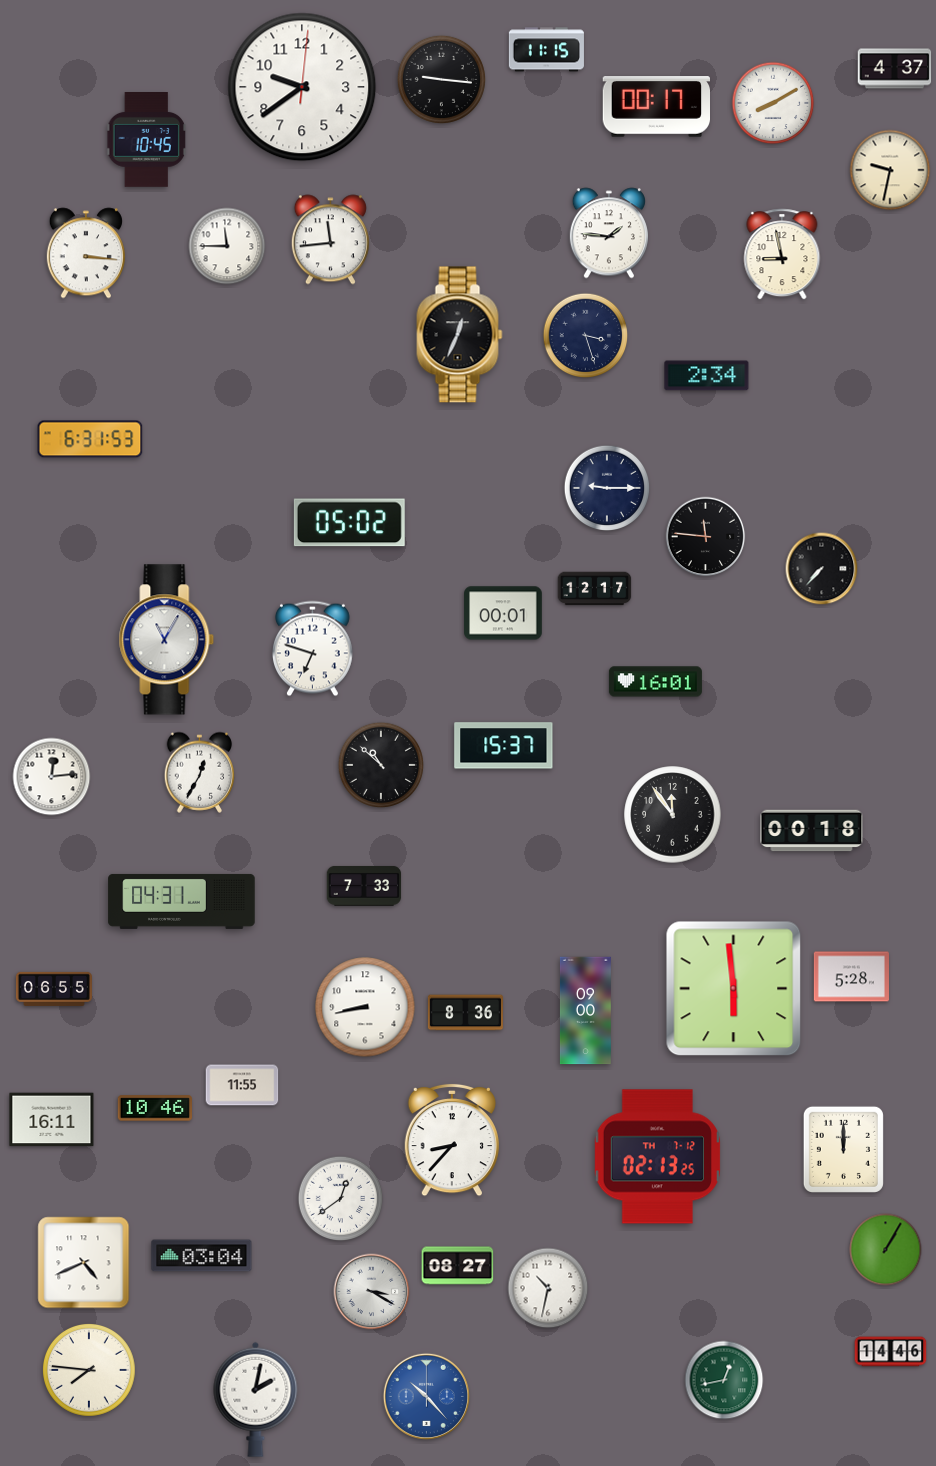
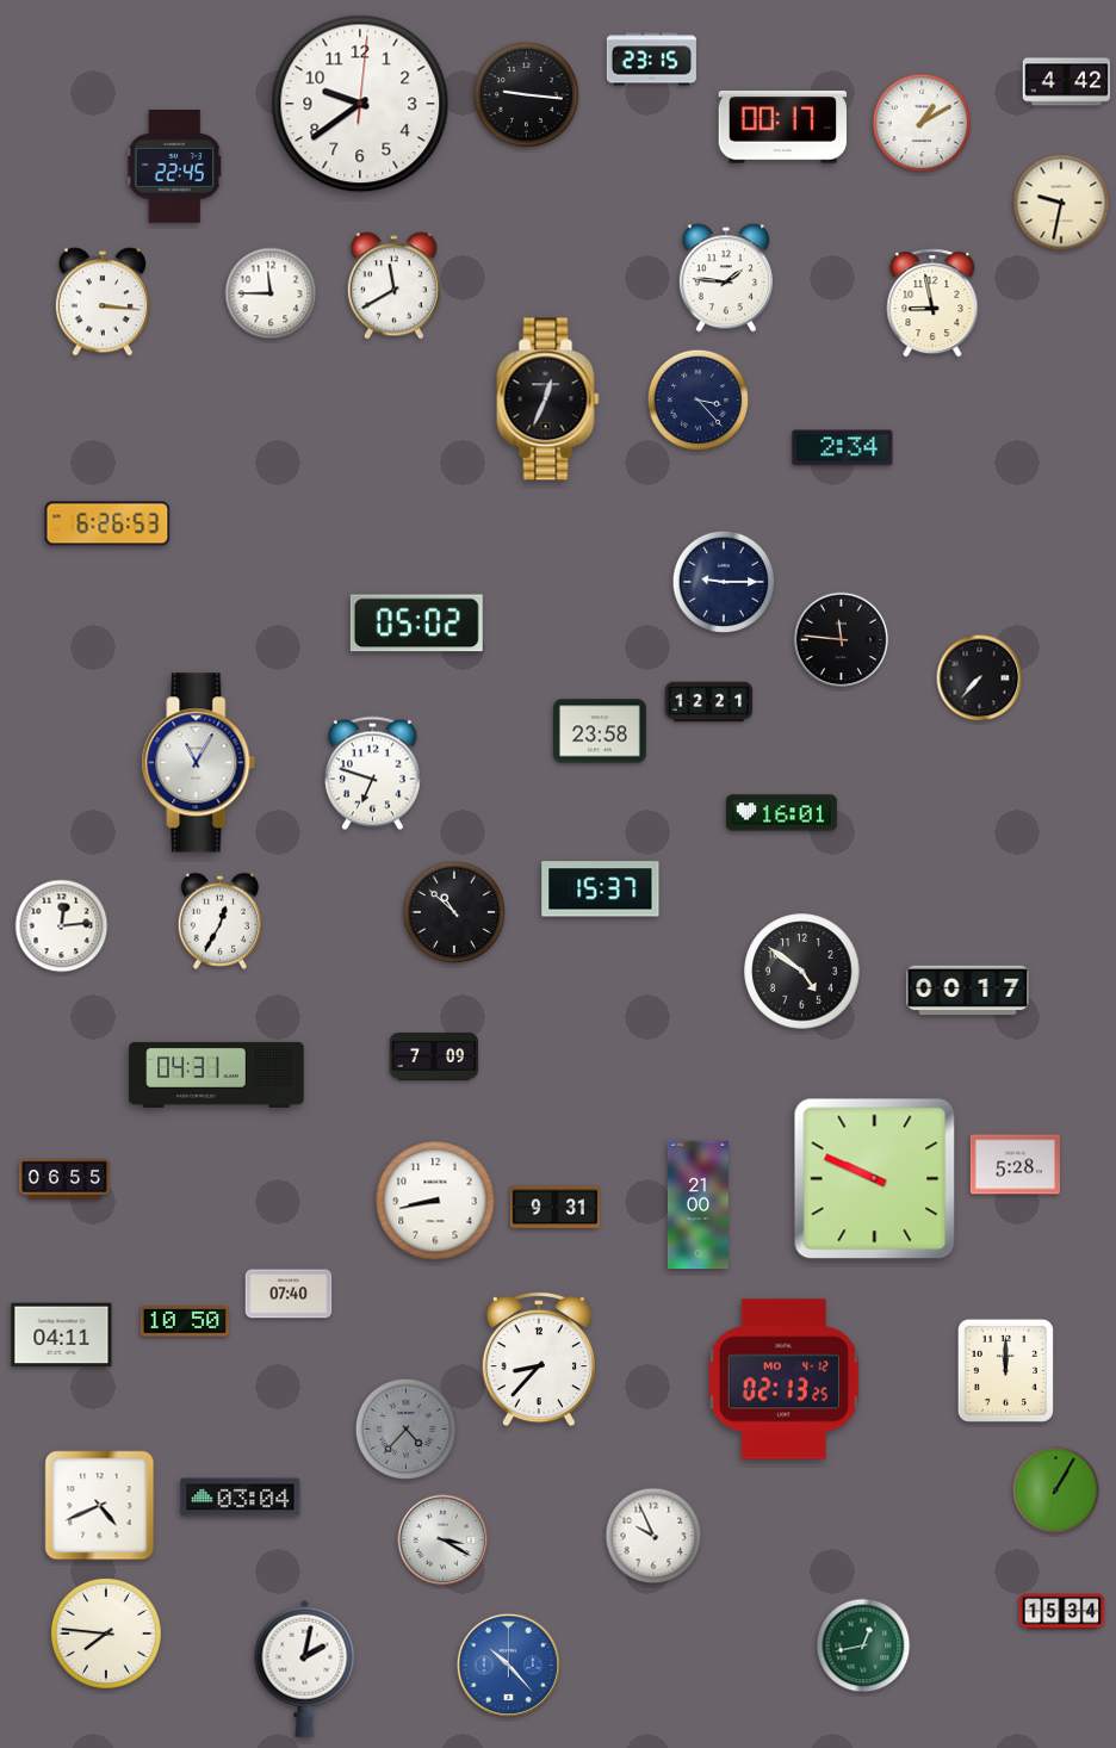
clock at (546, 50): 11:15 -> 23:15
clock at (895, 69): 4:37 -> 4:42
clock at (773, 103): 8:10 -> 1:10
clock at (147, 140): 10:45 -> 22:45
clock at (330, 240): 11:44 -> 11:40
clock at (586, 336): 3:27 -> 3:23
clock at (90, 439): 6:31 -> 6:26
clock at (595, 589): 12:17 -> 12:21
clock at (503, 613): 00:01 -> 23:58
clock at (200, 772) position: (200, 772) -> (221, 921)
clock at (673, 815): 11:54 -> 4:51
clock at (812, 831): 00:18 -> 00:17
clock at (364, 886): 7:33 -> 7:09
clock at (734, 989): 5:59 -> 9:49
clock at (585, 1011): 09:00 -> 21:00
clock at (465, 1013): 8:36 -> 9:31
clock at (242, 1085): 11:55 -> 07:40
clock at (155, 1108): 10:46 -> 10:50
clock at (52, 1120): 16:11 -> 04:11
clock at (657, 1157) date: TH 7-12 -> MO 4-12
clock at (341, 1199): 12:39 -> 4:37
clock at (341, 1199) dial: white -> grey
clock at (458, 1266): 08:27 -> none
clock at (548, 1288): 10:32 -> 9:56
clock at (891, 1352): 14:46 -> 15:34
